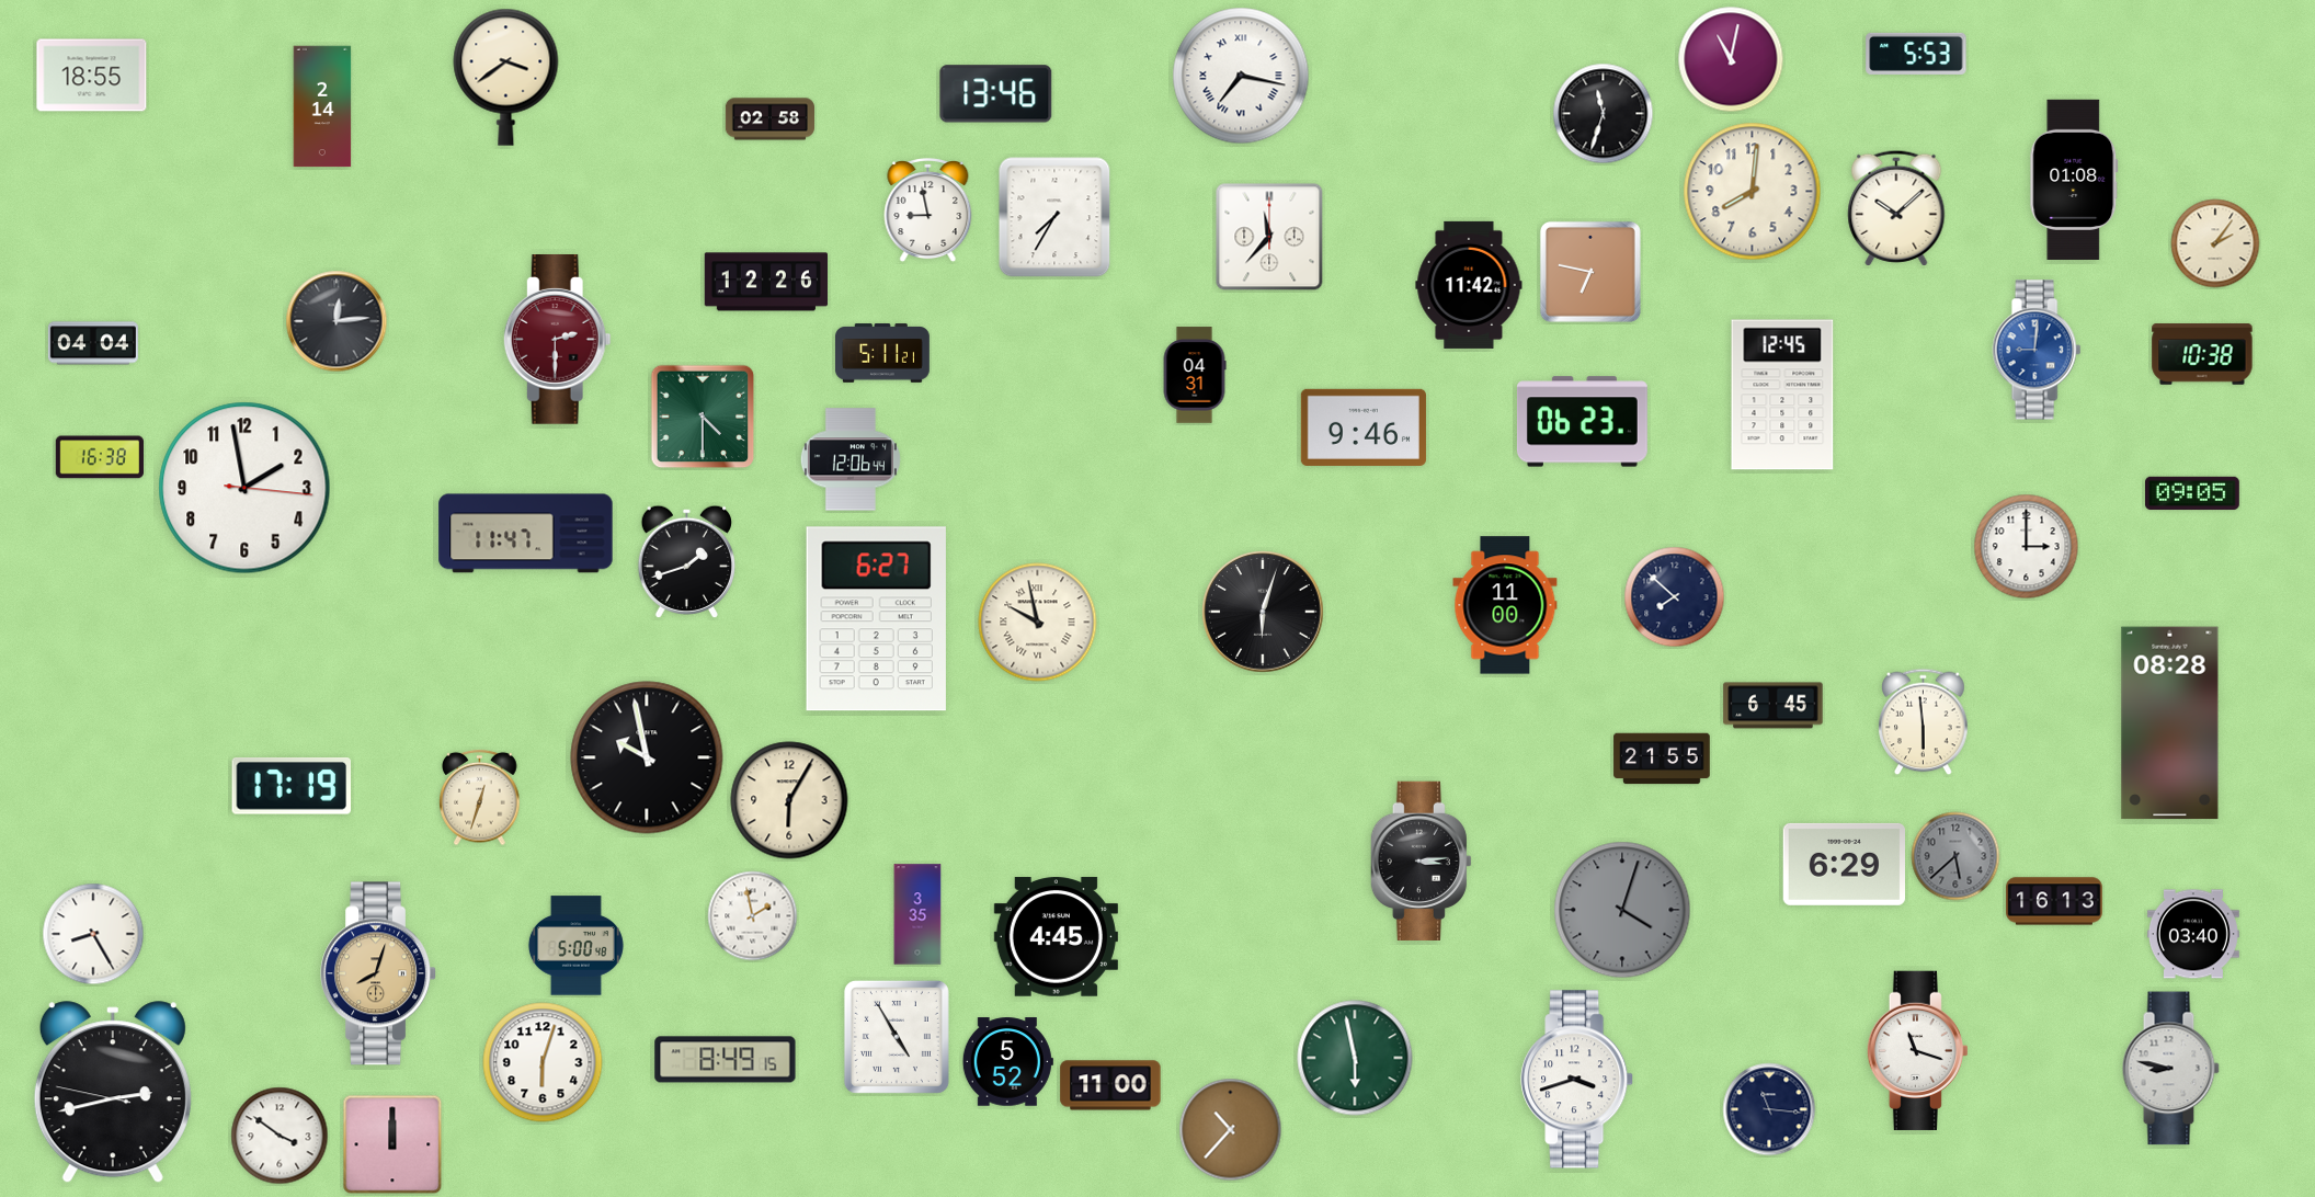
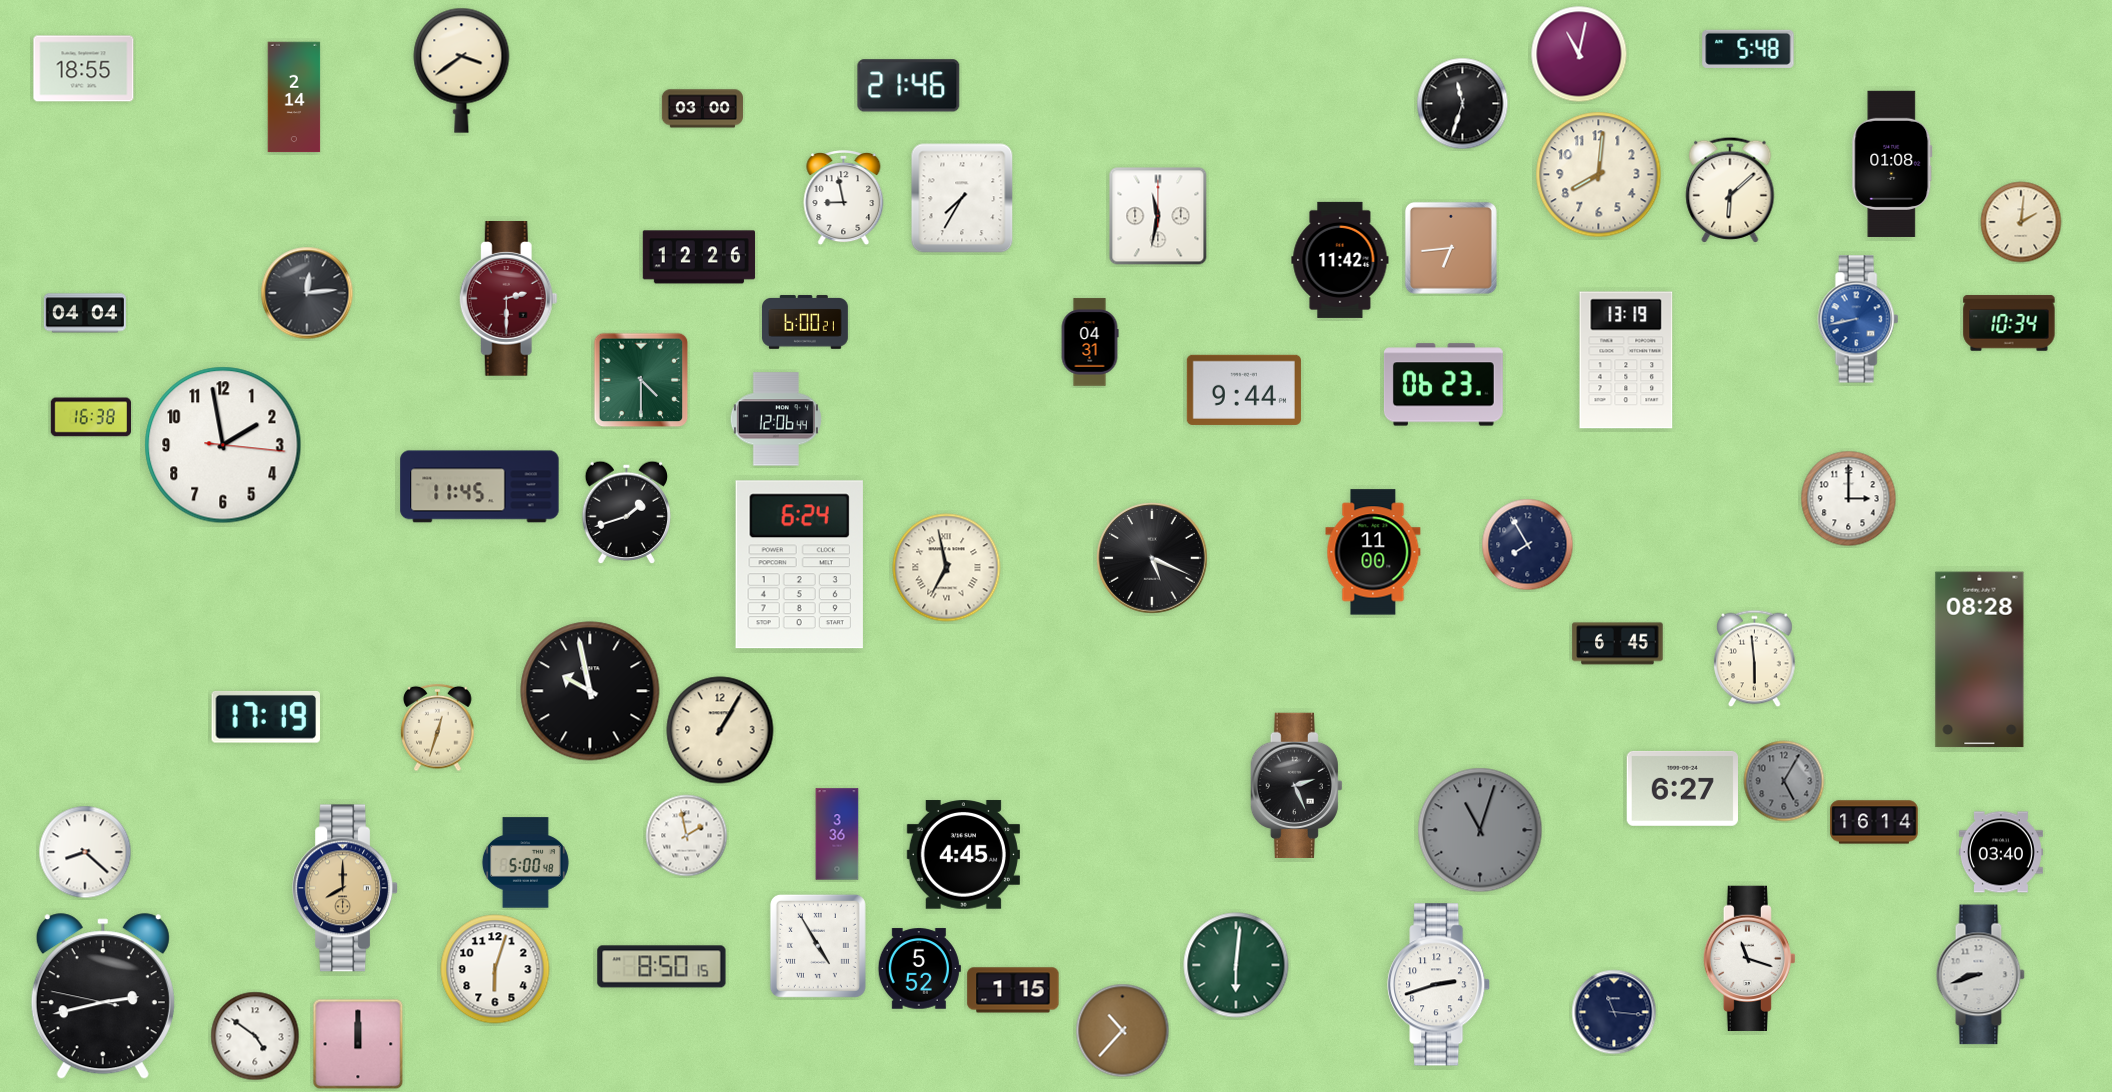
clock at (1916, 54): 5:53 -> 5:48
clock at (1241, 76): 7:17 -> none
clock at (996, 94): 13:46 -> 21:46
clock at (769, 119): 02:58 -> 03:00
clock at (1896, 208): 10:08 -> 6:08
clock at (928, 212) position: (928, 212) -> (844, 199)
clock at (1269, 237): 11:37 -> 11:32
clock at (2215, 243): 2:06 -> 2:01
clock at (1590, 272): 6:47 -> 6:44
clock at (557, 340) position: (557, 340) -> (508, 299)
clock at (2037, 350): 9:01 -> 8:43
clock at (883, 353): 5:11 -> 6:00
clock at (2202, 354): 10:38 -> 10:34
clock at (1782, 395): 12:45 -> 13:19
clock at (1364, 428): 9:46 -> 9:44
clock at (2193, 493): 09:05 -> none
clock at (526, 534): 11:47 -> 11:45
clock at (1675, 597): 7:52 -> 7:55
clock at (1263, 612): 6:03 -> 5:19
clock at (876, 619): 6:27 -> 6:24
clock at (1038, 623): 9:58 -> 6:58
clock at (1662, 759): 21:55 -> none
clock at (789, 800): 6:05 -> 1:05
clock at (1955, 856): 5:38 -> 5:05
clock at (1421, 860): 3:14 -> 2:26
clock at (1844, 864): 6:29 -> 6:27
clock at (2054, 901): 16:13 -> 16:14
clock at (1622, 910): 4:03 -> 11:03
clock at (917, 914): 3:35 -> 3:36
clock at (93, 934): 8:25 -> 8:22
clock at (379, 973): 8:03 -> 8:00
clock at (1355, 1058): 5:58 -> 6:01
clock at (726, 1060): 8:49 -> 8:50
clock at (2170, 1069): 8:47 -> 8:42
clock at (1577, 1080): 3:42 -> 2:42
clock at (1110, 1085): 11:00 -> 1:15
clock at (280, 1136): 3:51 -> 4:51
